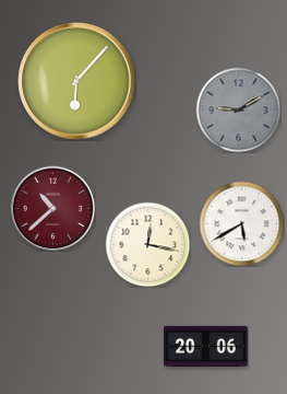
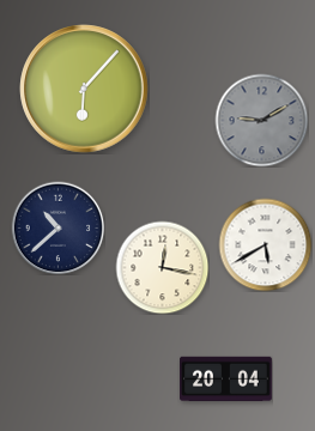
clock at (52, 208) dial: burgundy -> navy
clock at (206, 347): 20:06 -> 20:04
